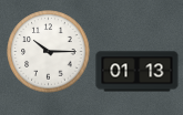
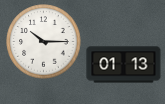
clock at (49, 52) position: (49, 52) -> (44, 42)
